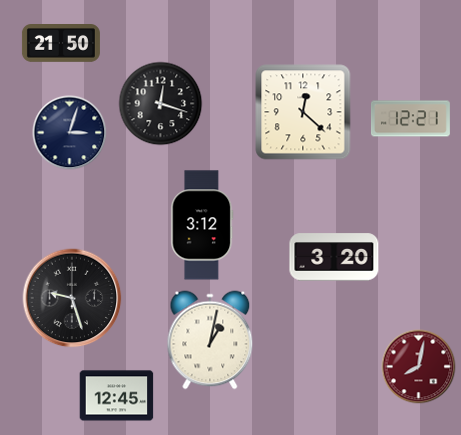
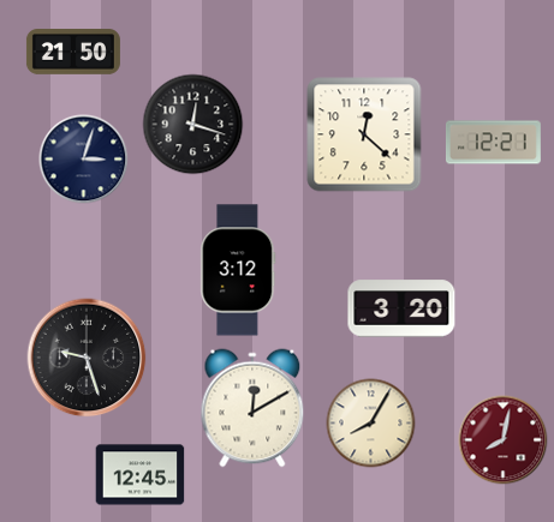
clock at (202, 225) position: (202, 225) -> (238, 270)
clock at (210, 340): 1:02 -> 12:10
clock at (371, 424): none -> 8:05
